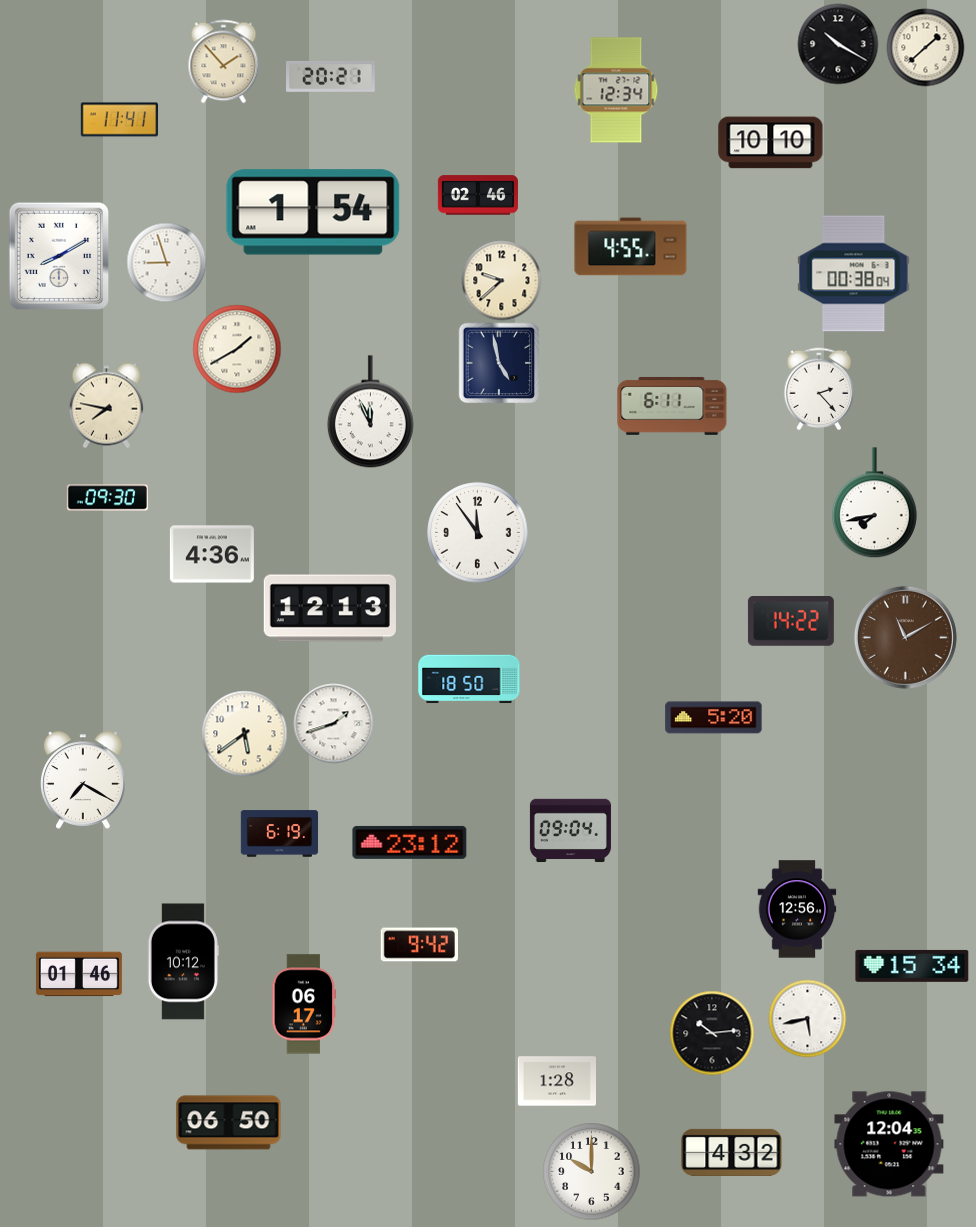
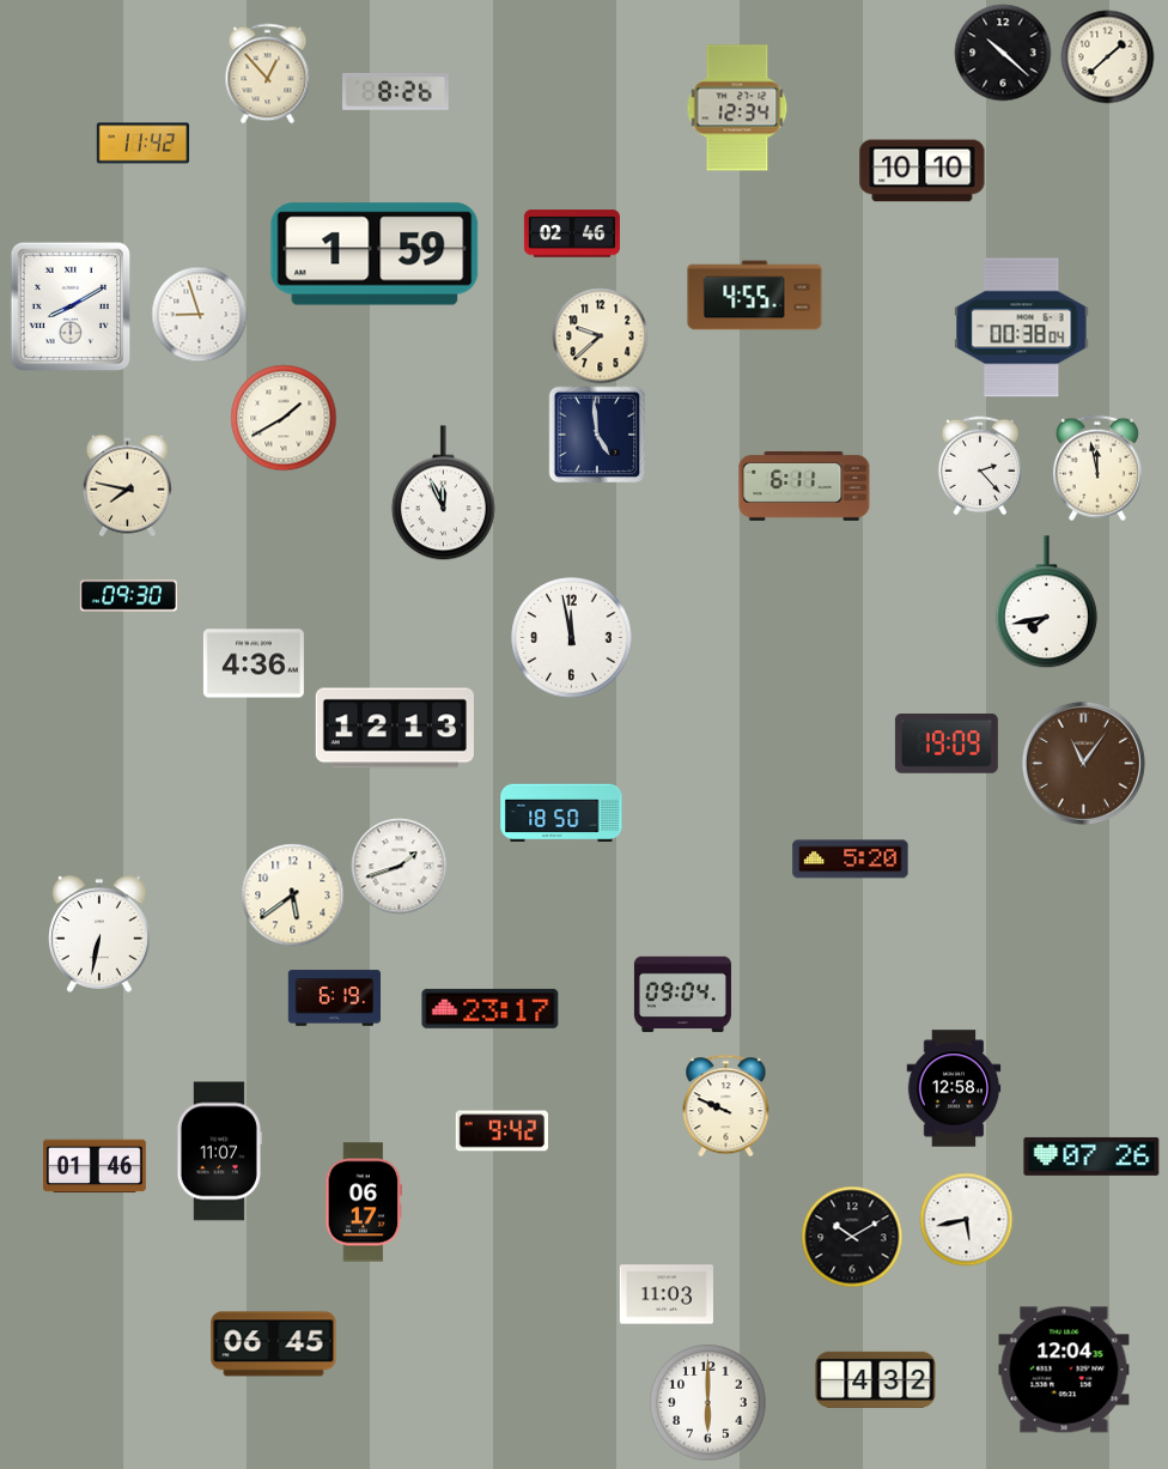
clock at (838, 44): 10:20 -> 10:22
clock at (224, 61): 1:53 -> 12:53
clock at (331, 77): 20:21 -> 8:26
clock at (119, 120): 11:41 -> 11:42
clock at (313, 212): 1:54 -> 1:59
clock at (499, 363): 4:58 -> 4:59
clock at (1097, 468): none -> 11:58
clock at (478, 533): 11:54 -> 11:58
clock at (791, 622): 14:22 -> 19:09
clock at (905, 637): 11:10 -> 11:06
clock at (714, 718) position: (714, 718) -> (851, 860)
clock at (244, 733) position: (244, 733) -> (292, 894)
clock at (84, 780): 7:20 -> 6:32
clock at (410, 842): 23:12 -> 23:17
clock at (797, 909): 12:56 -> 12:58
clock at (726, 1105): none -> 9:49
clock at (183, 962): 10:12 -> 11:07
clock at (912, 966): 15:34 -> 07:26
clock at (712, 1033): 10:14 -> 10:10
clock at (556, 1081): 1:28 -> 11:03
clock at (229, 1123): 06:50 -> 06:45
clock at (592, 1172): 10:00 -> 6:00
